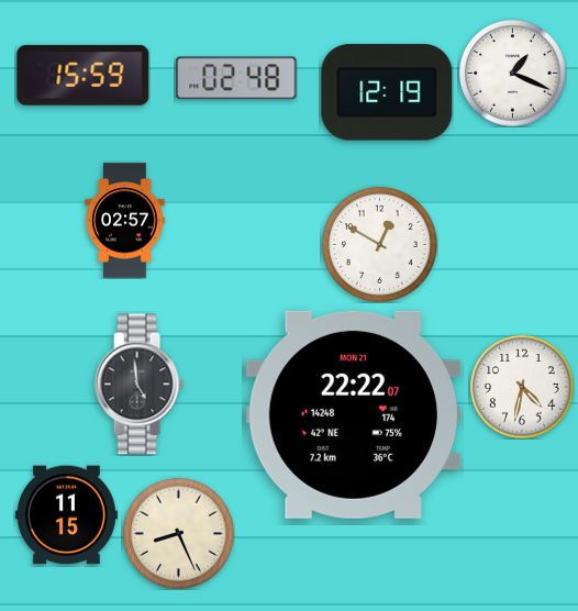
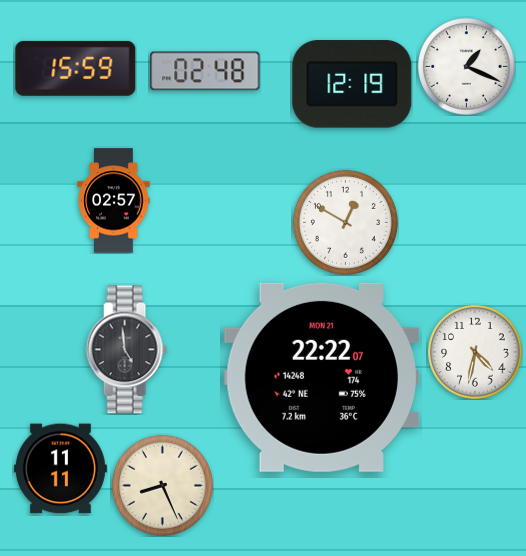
clock at (236, 78) position: (236, 78) -> (205, 71)
clock at (66, 515): 11:15 -> 11:11
